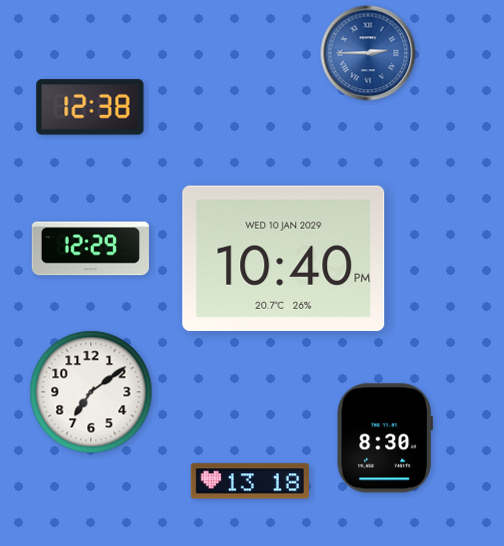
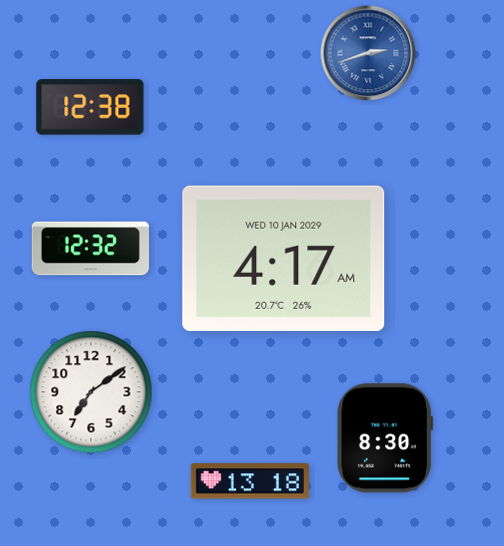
clock at (368, 53): 2:45 -> 2:42
clock at (90, 249): 12:29 -> 12:32
clock at (284, 258): 10:40 -> 4:17
